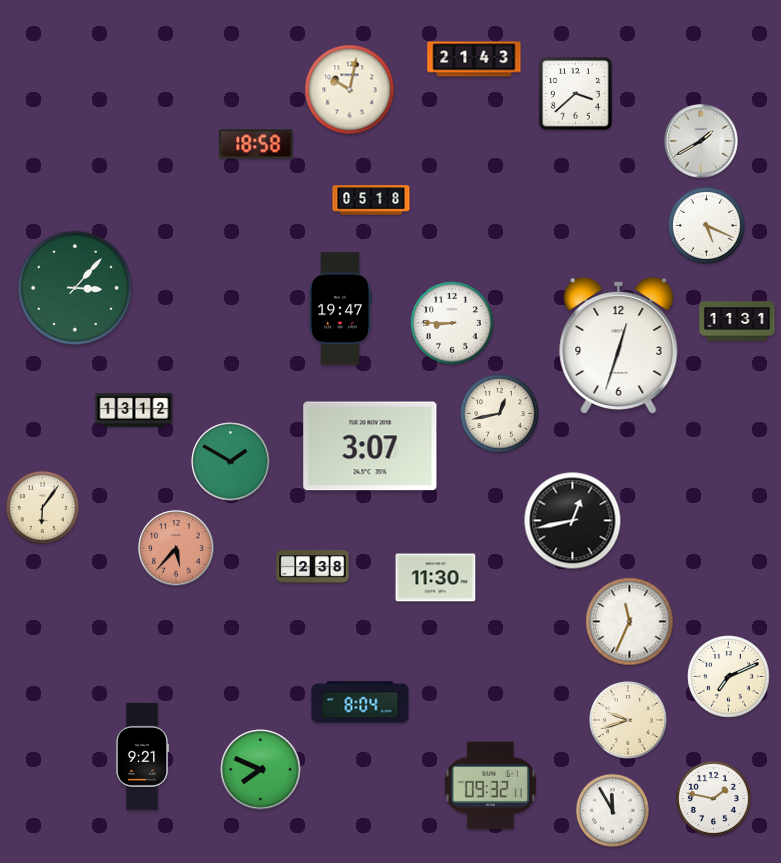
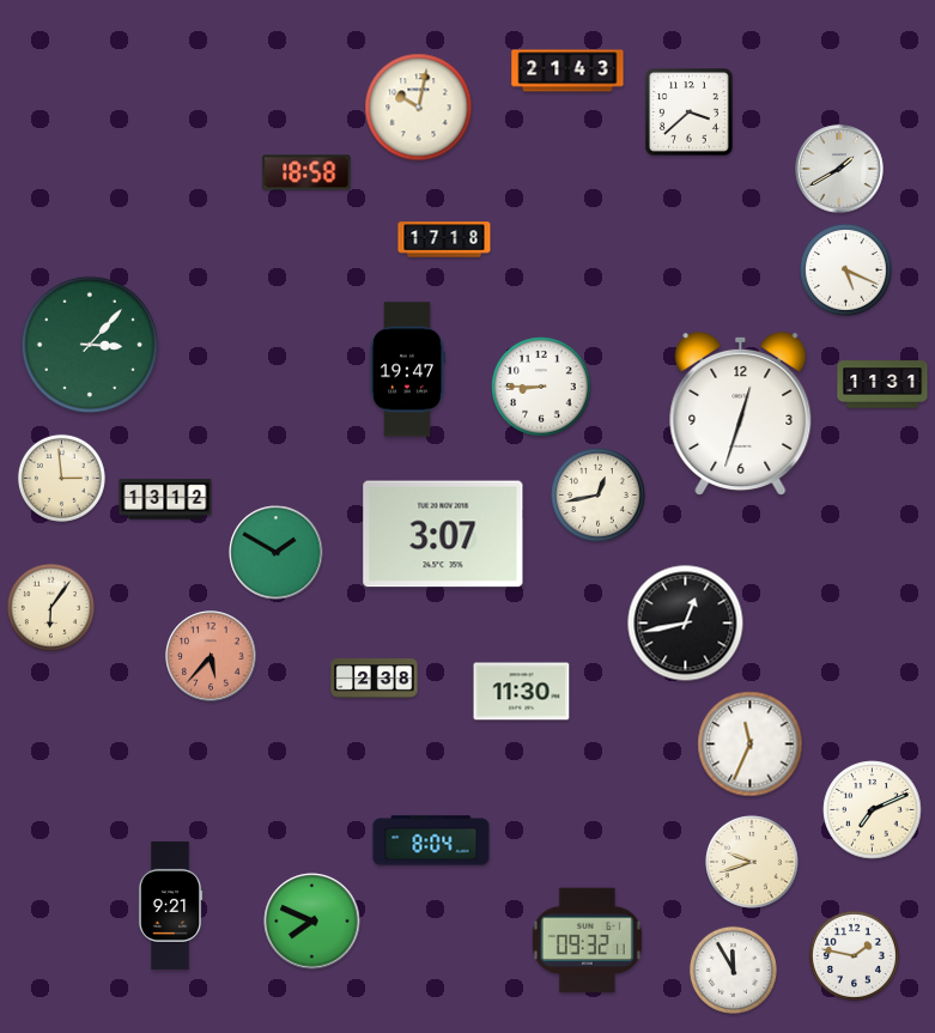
clock at (371, 200): 05:18 -> 17:18
clock at (61, 478): none -> 2:59
clock at (134, 410) position: (134, 410) -> (165, 499)
clock at (630, 622) position: (630, 622) -> (751, 745)
